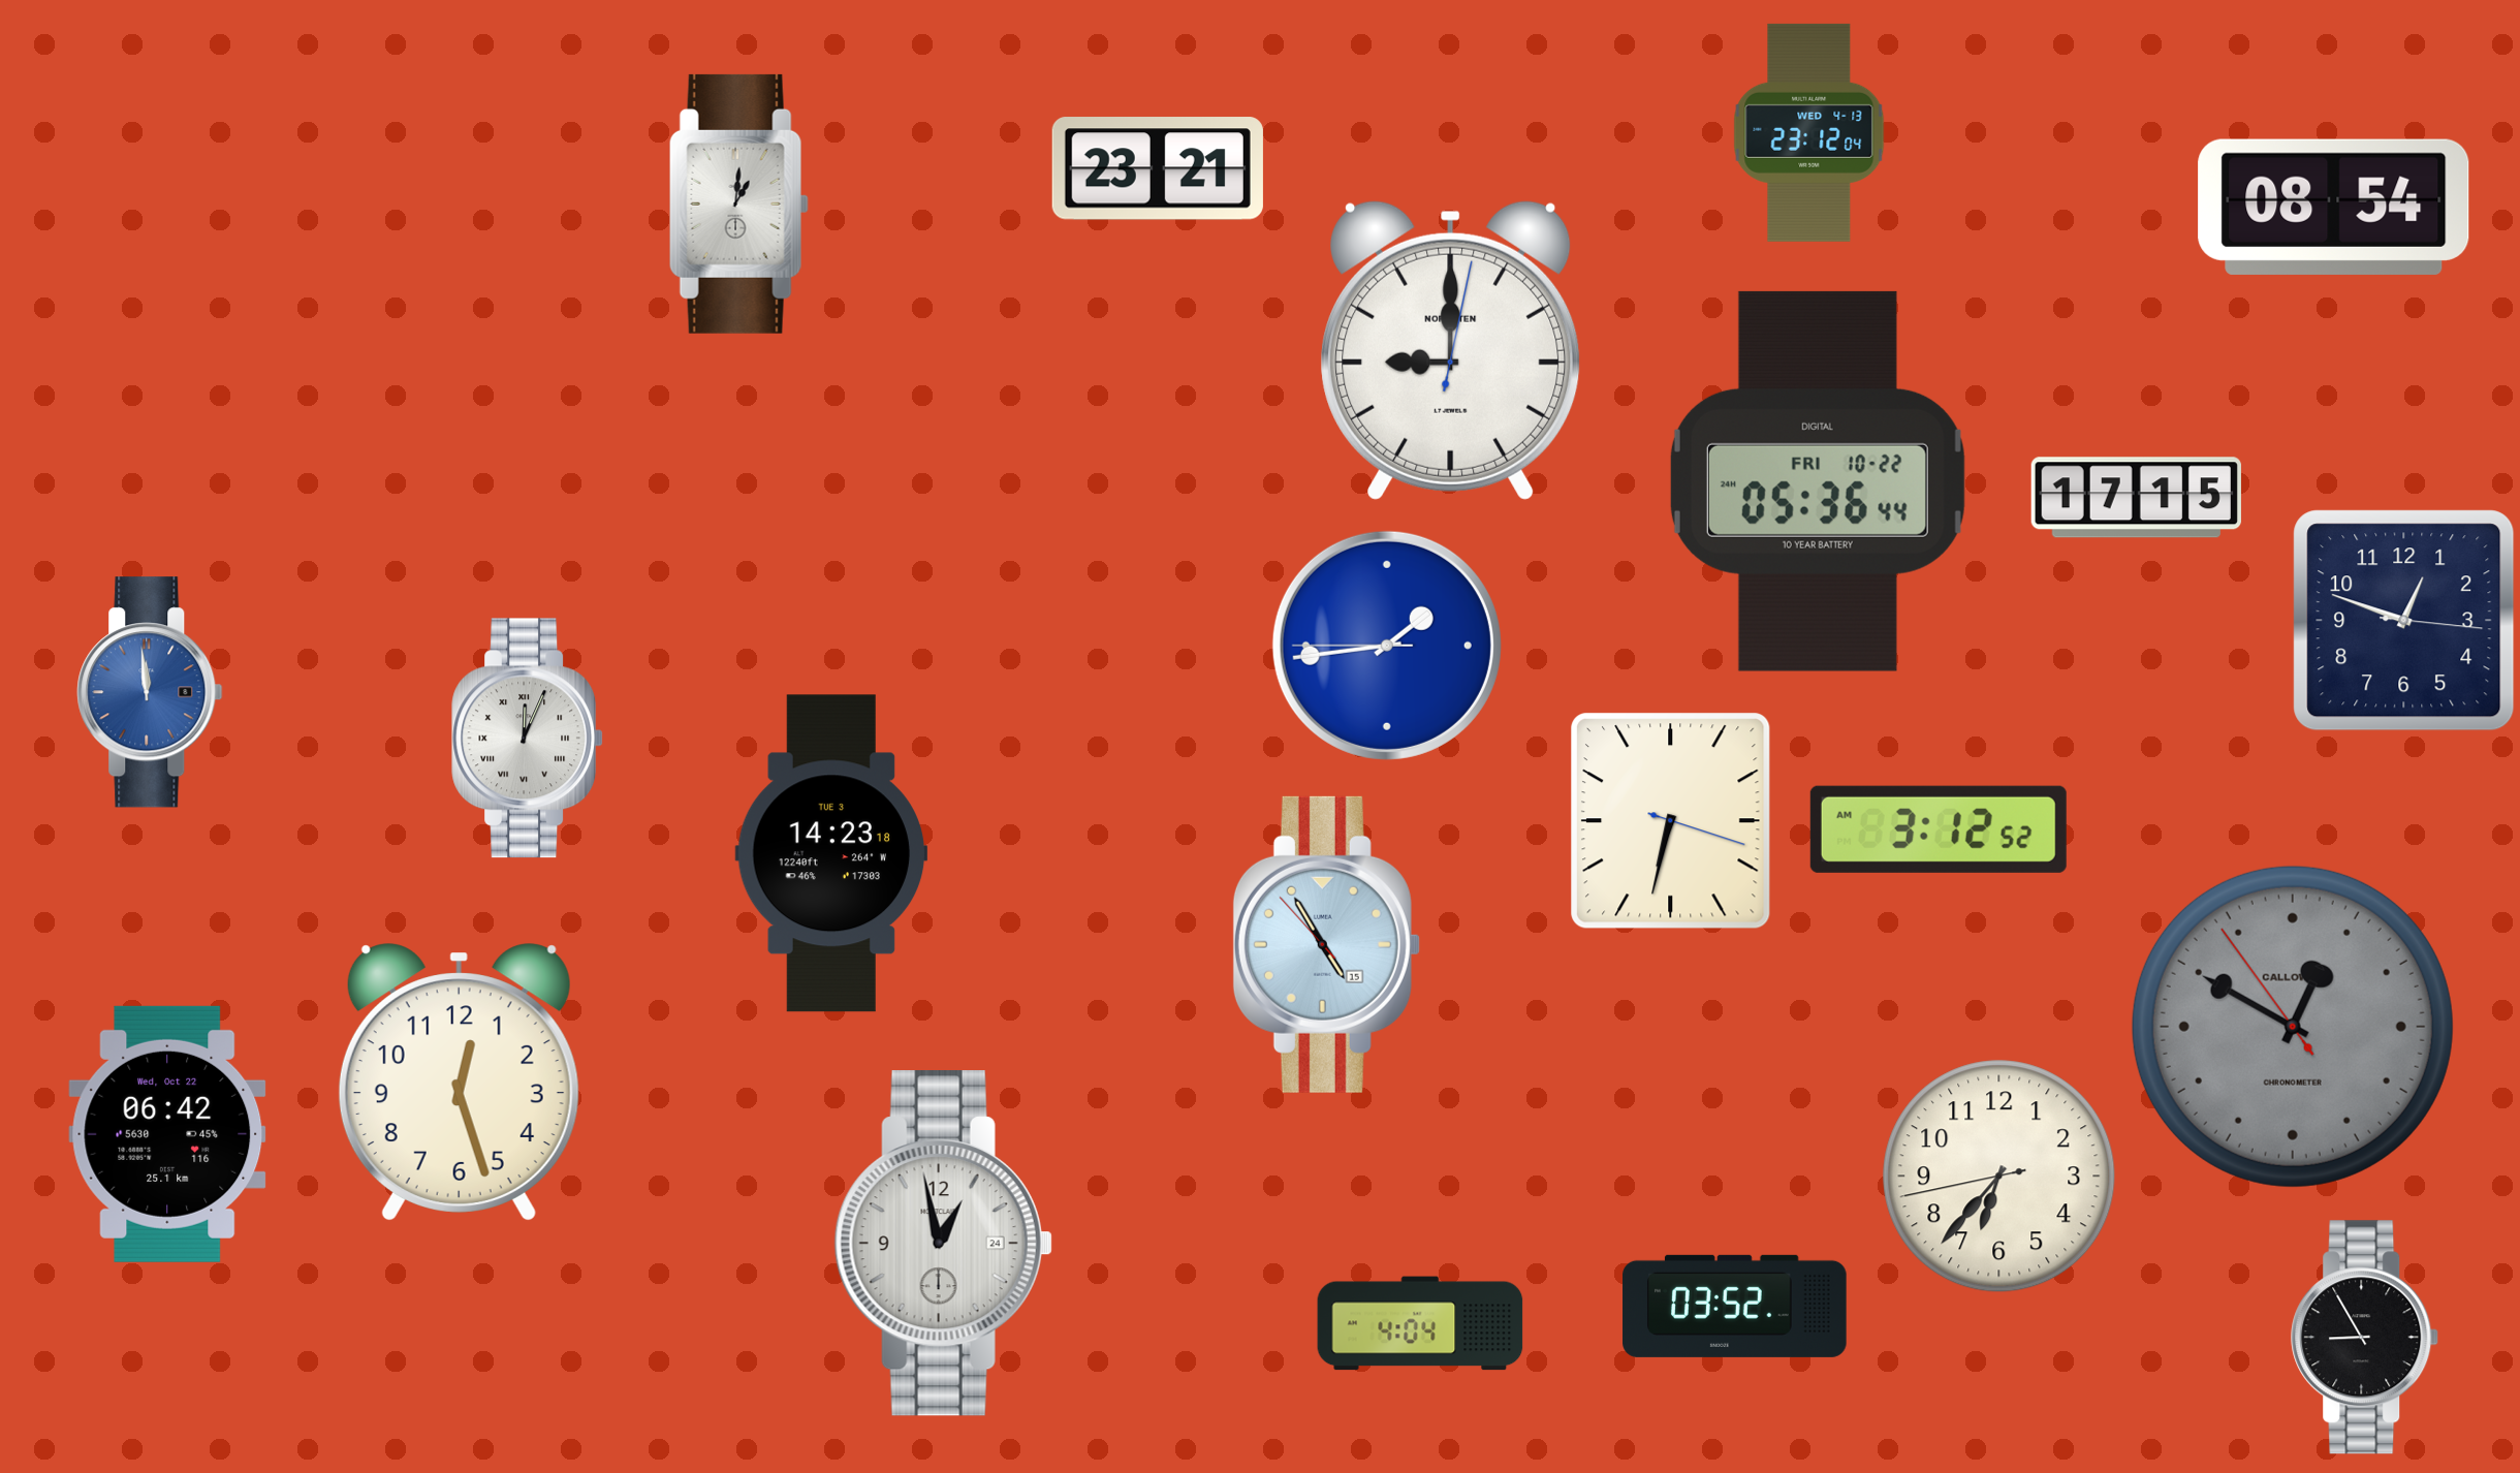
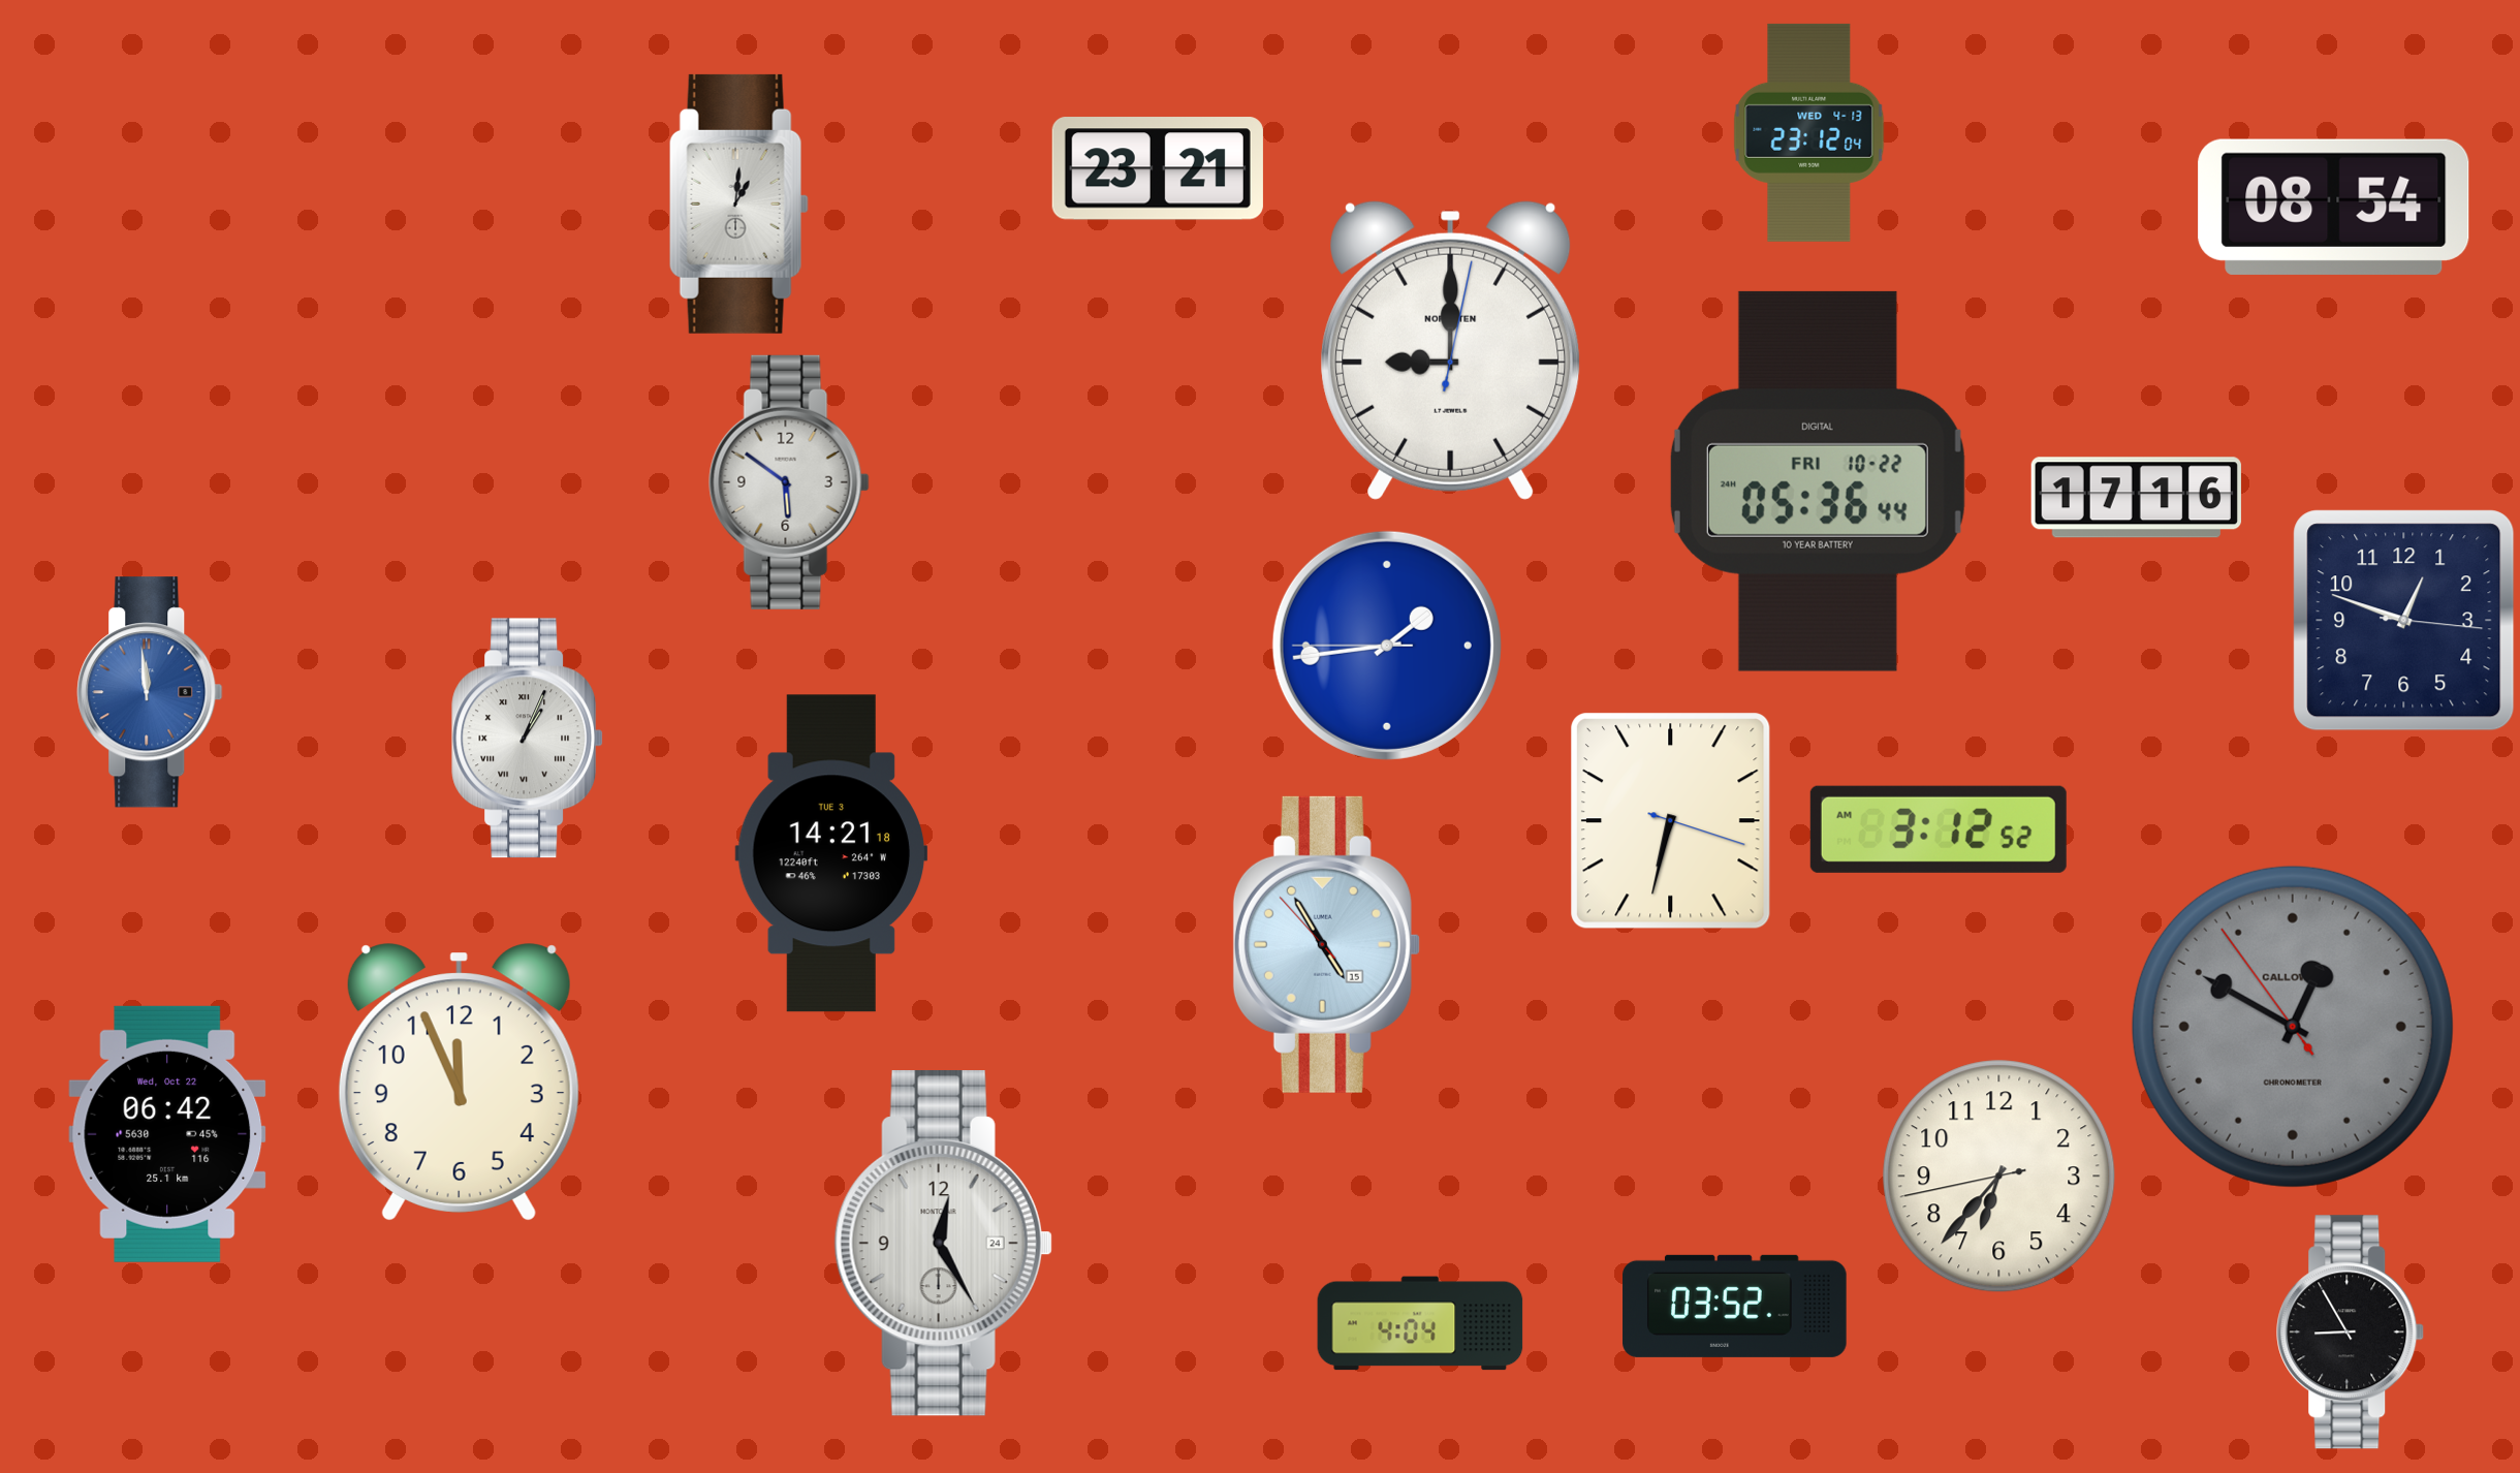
clock at (789, 482): none -> 5:51
clock at (2136, 498): 17:15 -> 17:16
clock at (528, 739): 12:04 -> 1:04
clock at (831, 853): 14:23 -> 14:21
clock at (459, 1083): 12:27 -> 11:56
clock at (943, 1244): 12:58 -> 12:25
clock at (2365, 1338) position: (2365, 1338) -> (2351, 1333)
